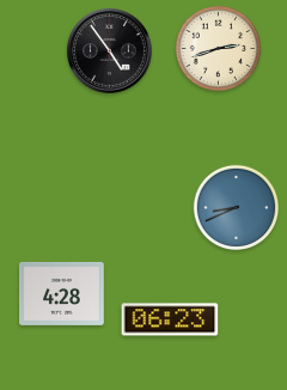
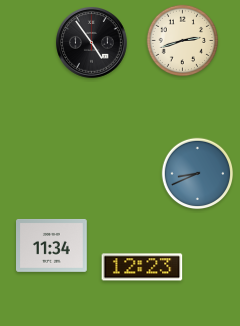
clock at (62, 293): 4:28 -> 11:34
clock at (170, 319): 06:23 -> 12:23
